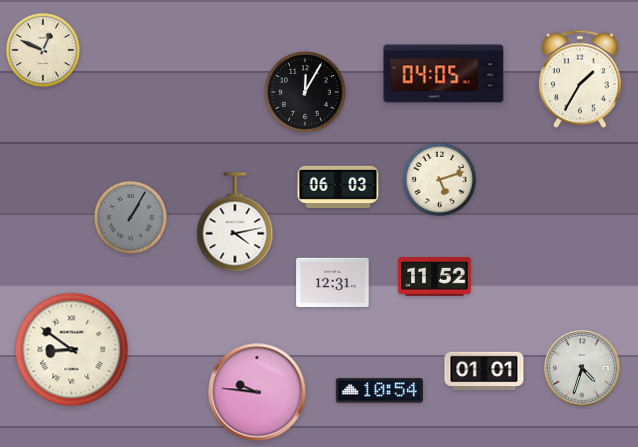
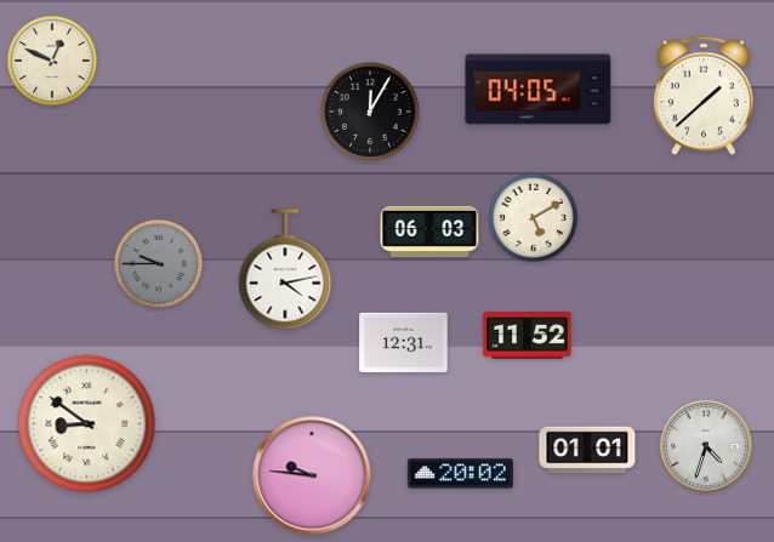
clock at (580, 79): 1:35 -> 1:38
clock at (439, 179): 5:12 -> 5:10
clock at (338, 187) position: (338, 187) -> (429, 232)
clock at (130, 217): 1:05 -> 9:45
clock at (379, 391): 10:54 -> 20:02
